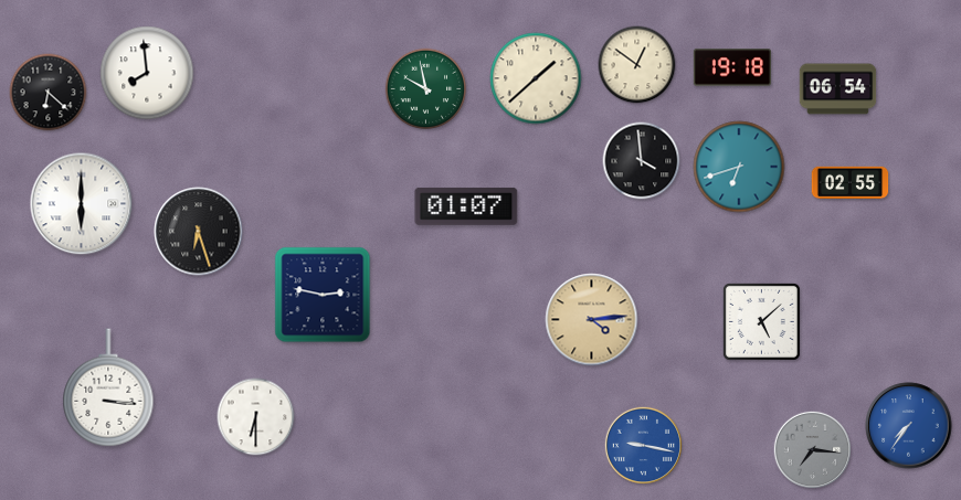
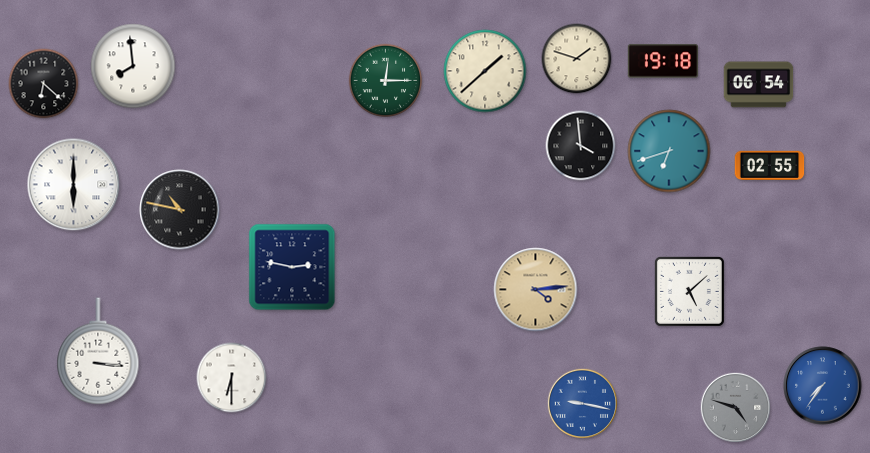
clock at (637, 65): 12:51 -> 1:48
clock at (426, 89): 9:58 -> 12:15
clock at (838, 89) position: (838, 89) -> (759, 85)
clock at (466, 206): 01:07 -> none
clock at (199, 232): 6:27 -> 10:47
clock at (812, 449): 7:16 -> 4:48
